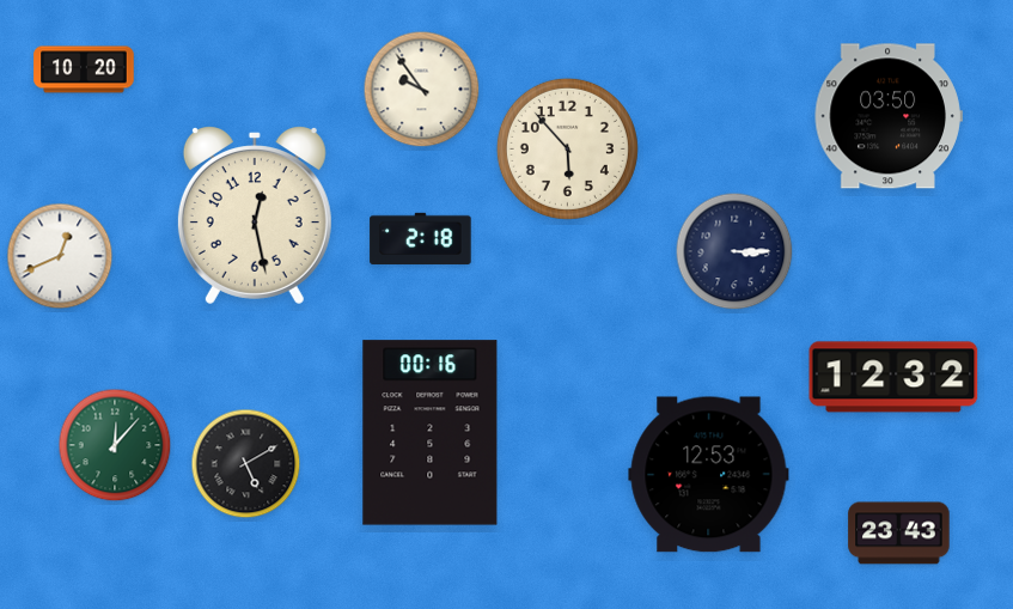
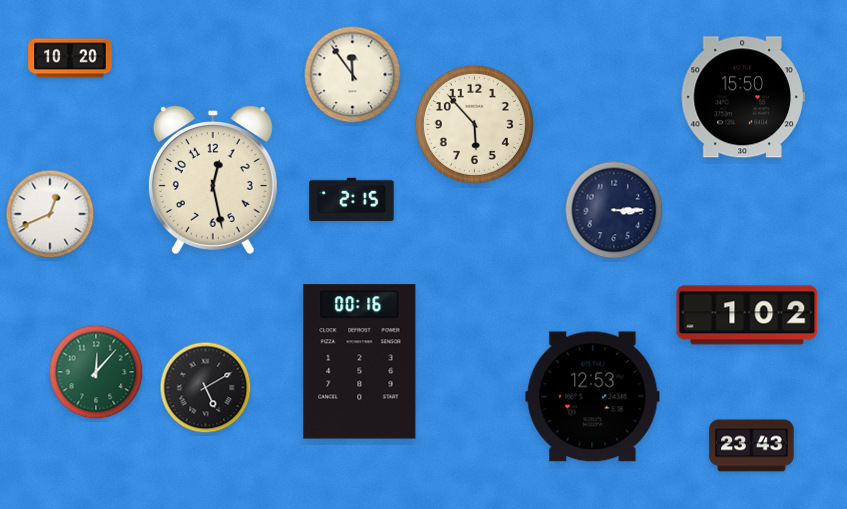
clock at (422, 90): 9:54 -> 11:54
clock at (889, 116): 03:50 -> 15:50
clock at (421, 238): 2:18 -> 2:15
clock at (893, 377): 12:32 -> 1:02
